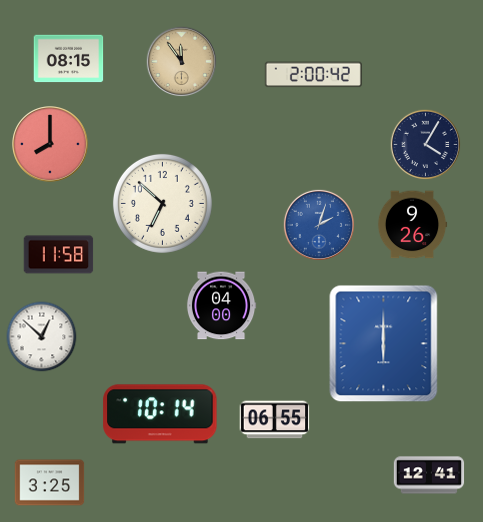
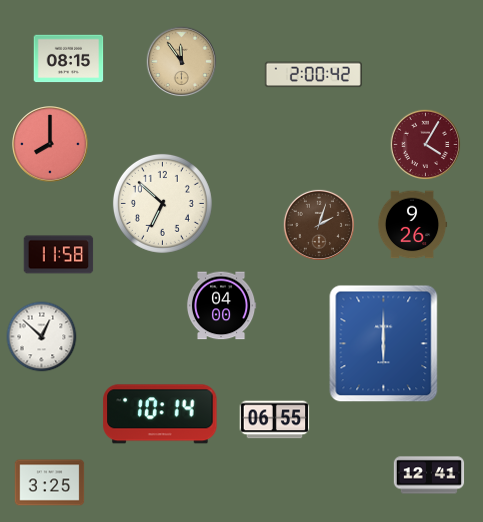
clock at (426, 145) dial: navy -> burgundy
clock at (318, 224) dial: blue -> brown
